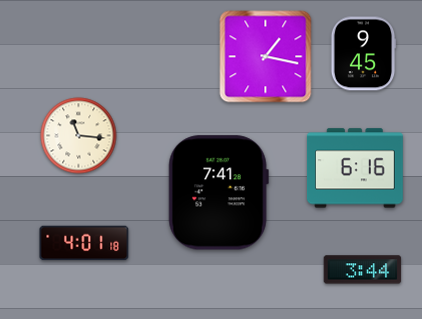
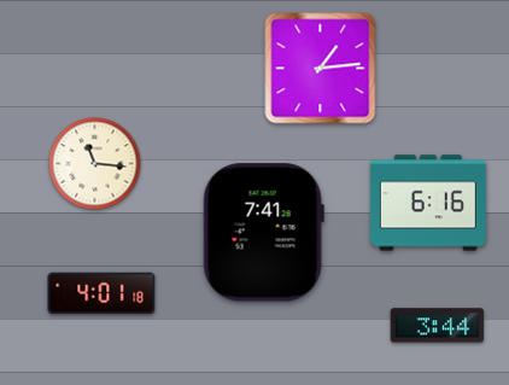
clock at (363, 54): 9:45 -> none
clock at (266, 57): 1:17 -> 1:14
